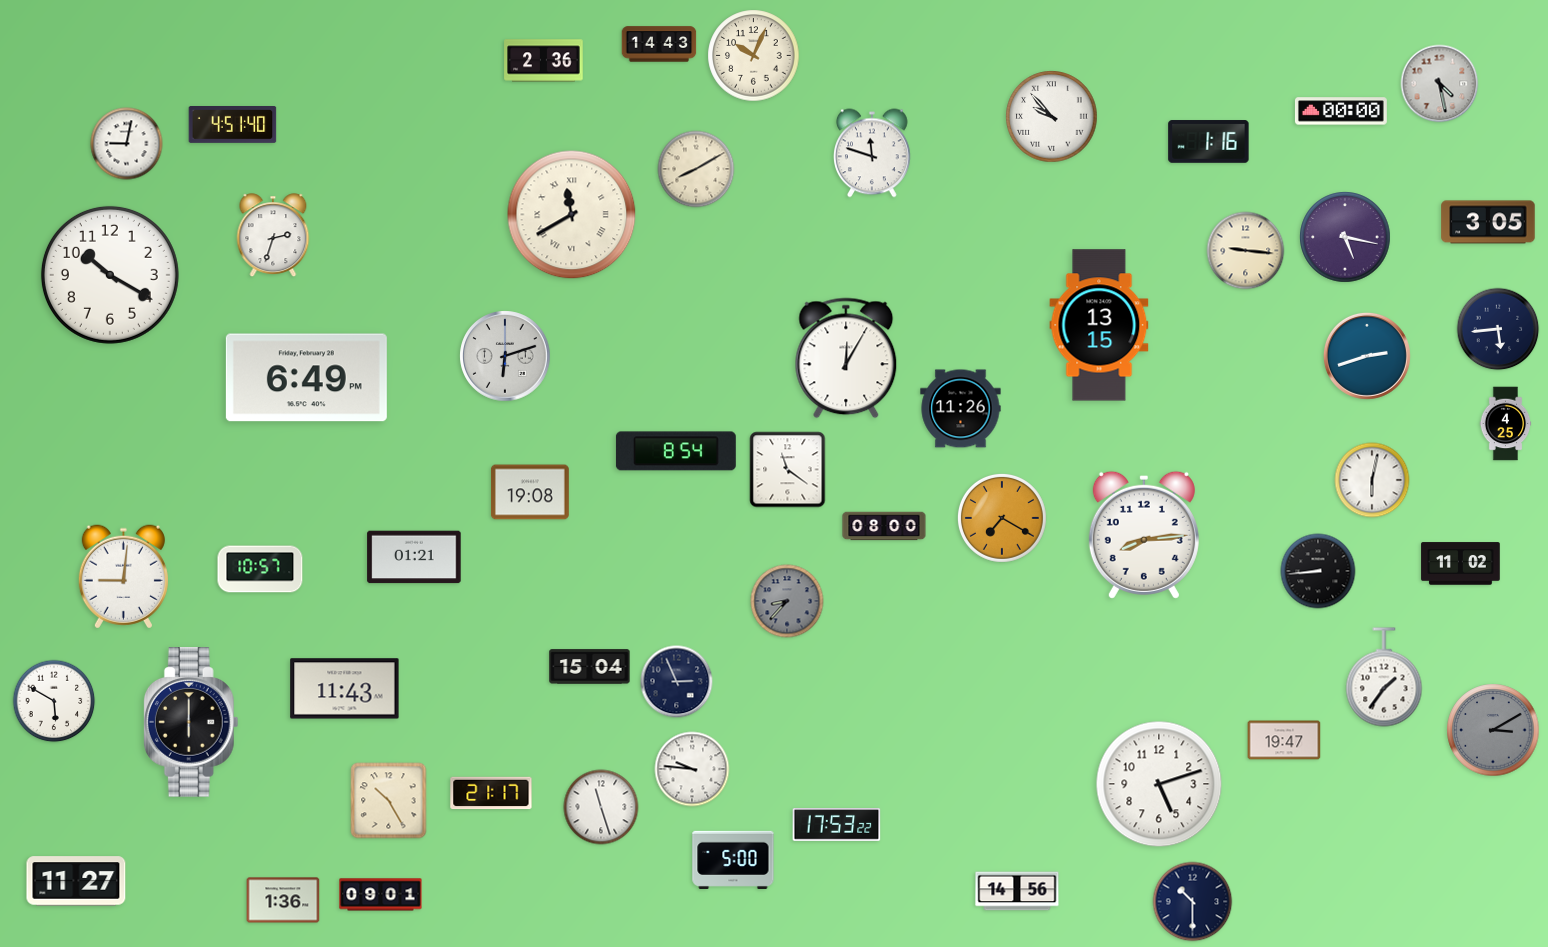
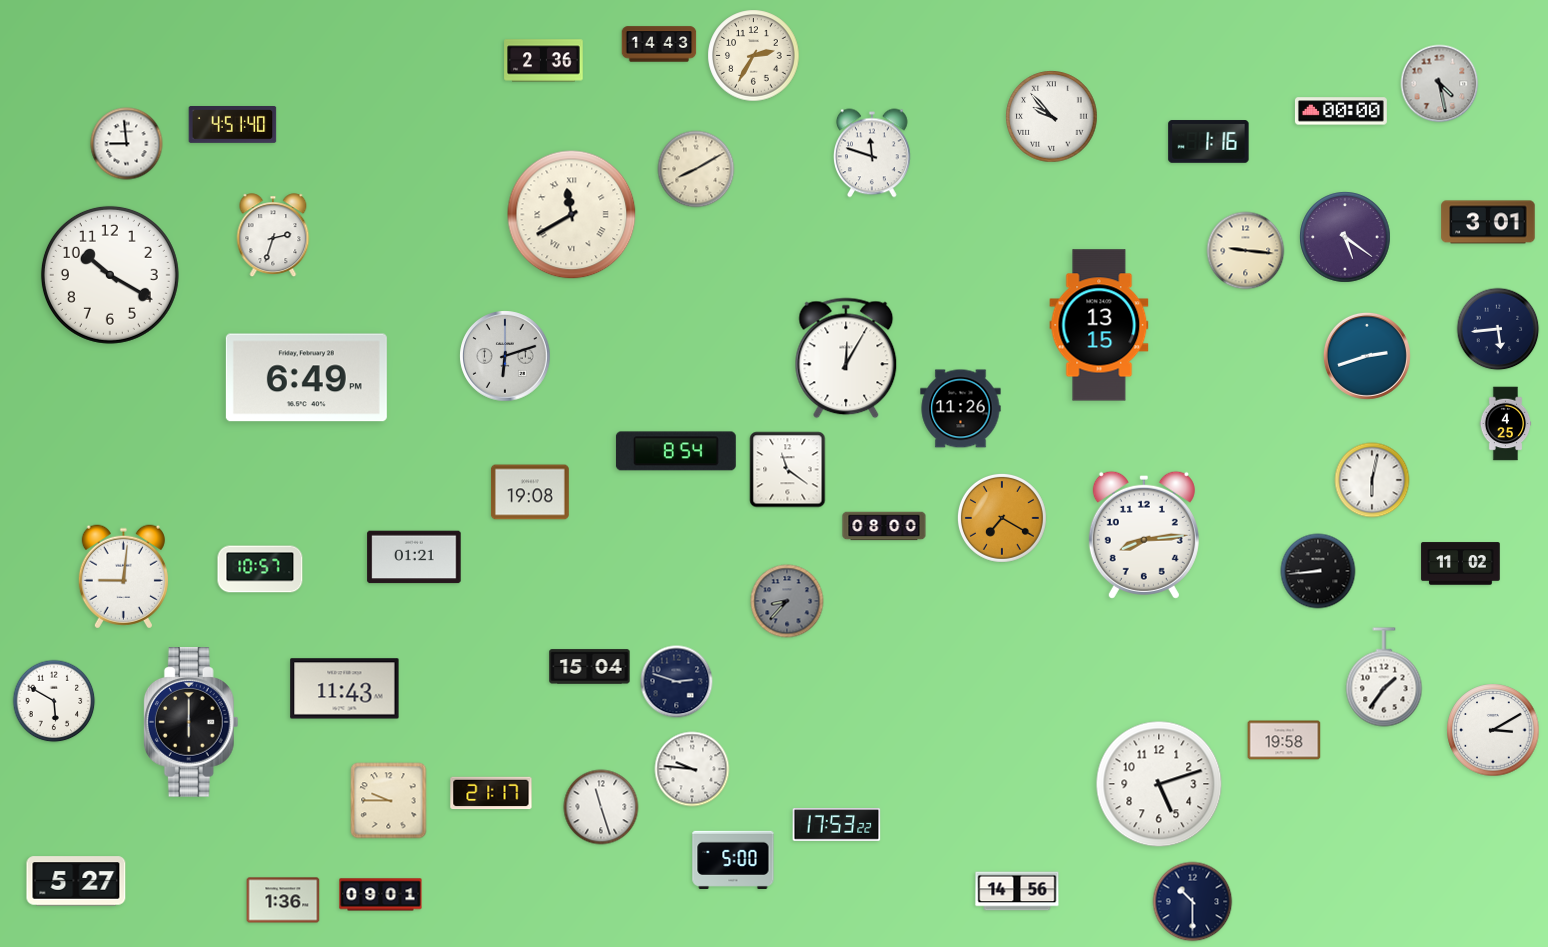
clock at (754, 56): 10:04 -> 2:35
clock at (127, 144): 9:02 -> 8:59
clock at (1488, 222): 3:05 -> 3:01
clock at (1345, 237): 5:17 -> 5:21
clock at (677, 682): 2:56 -> 2:48
clock at (1493, 730) dial: grey -> white
clock at (1284, 740): 19:47 -> 19:58
clock at (389, 801): 10:25 -> 9:45
clock at (76, 881): 11:27 -> 5:27
